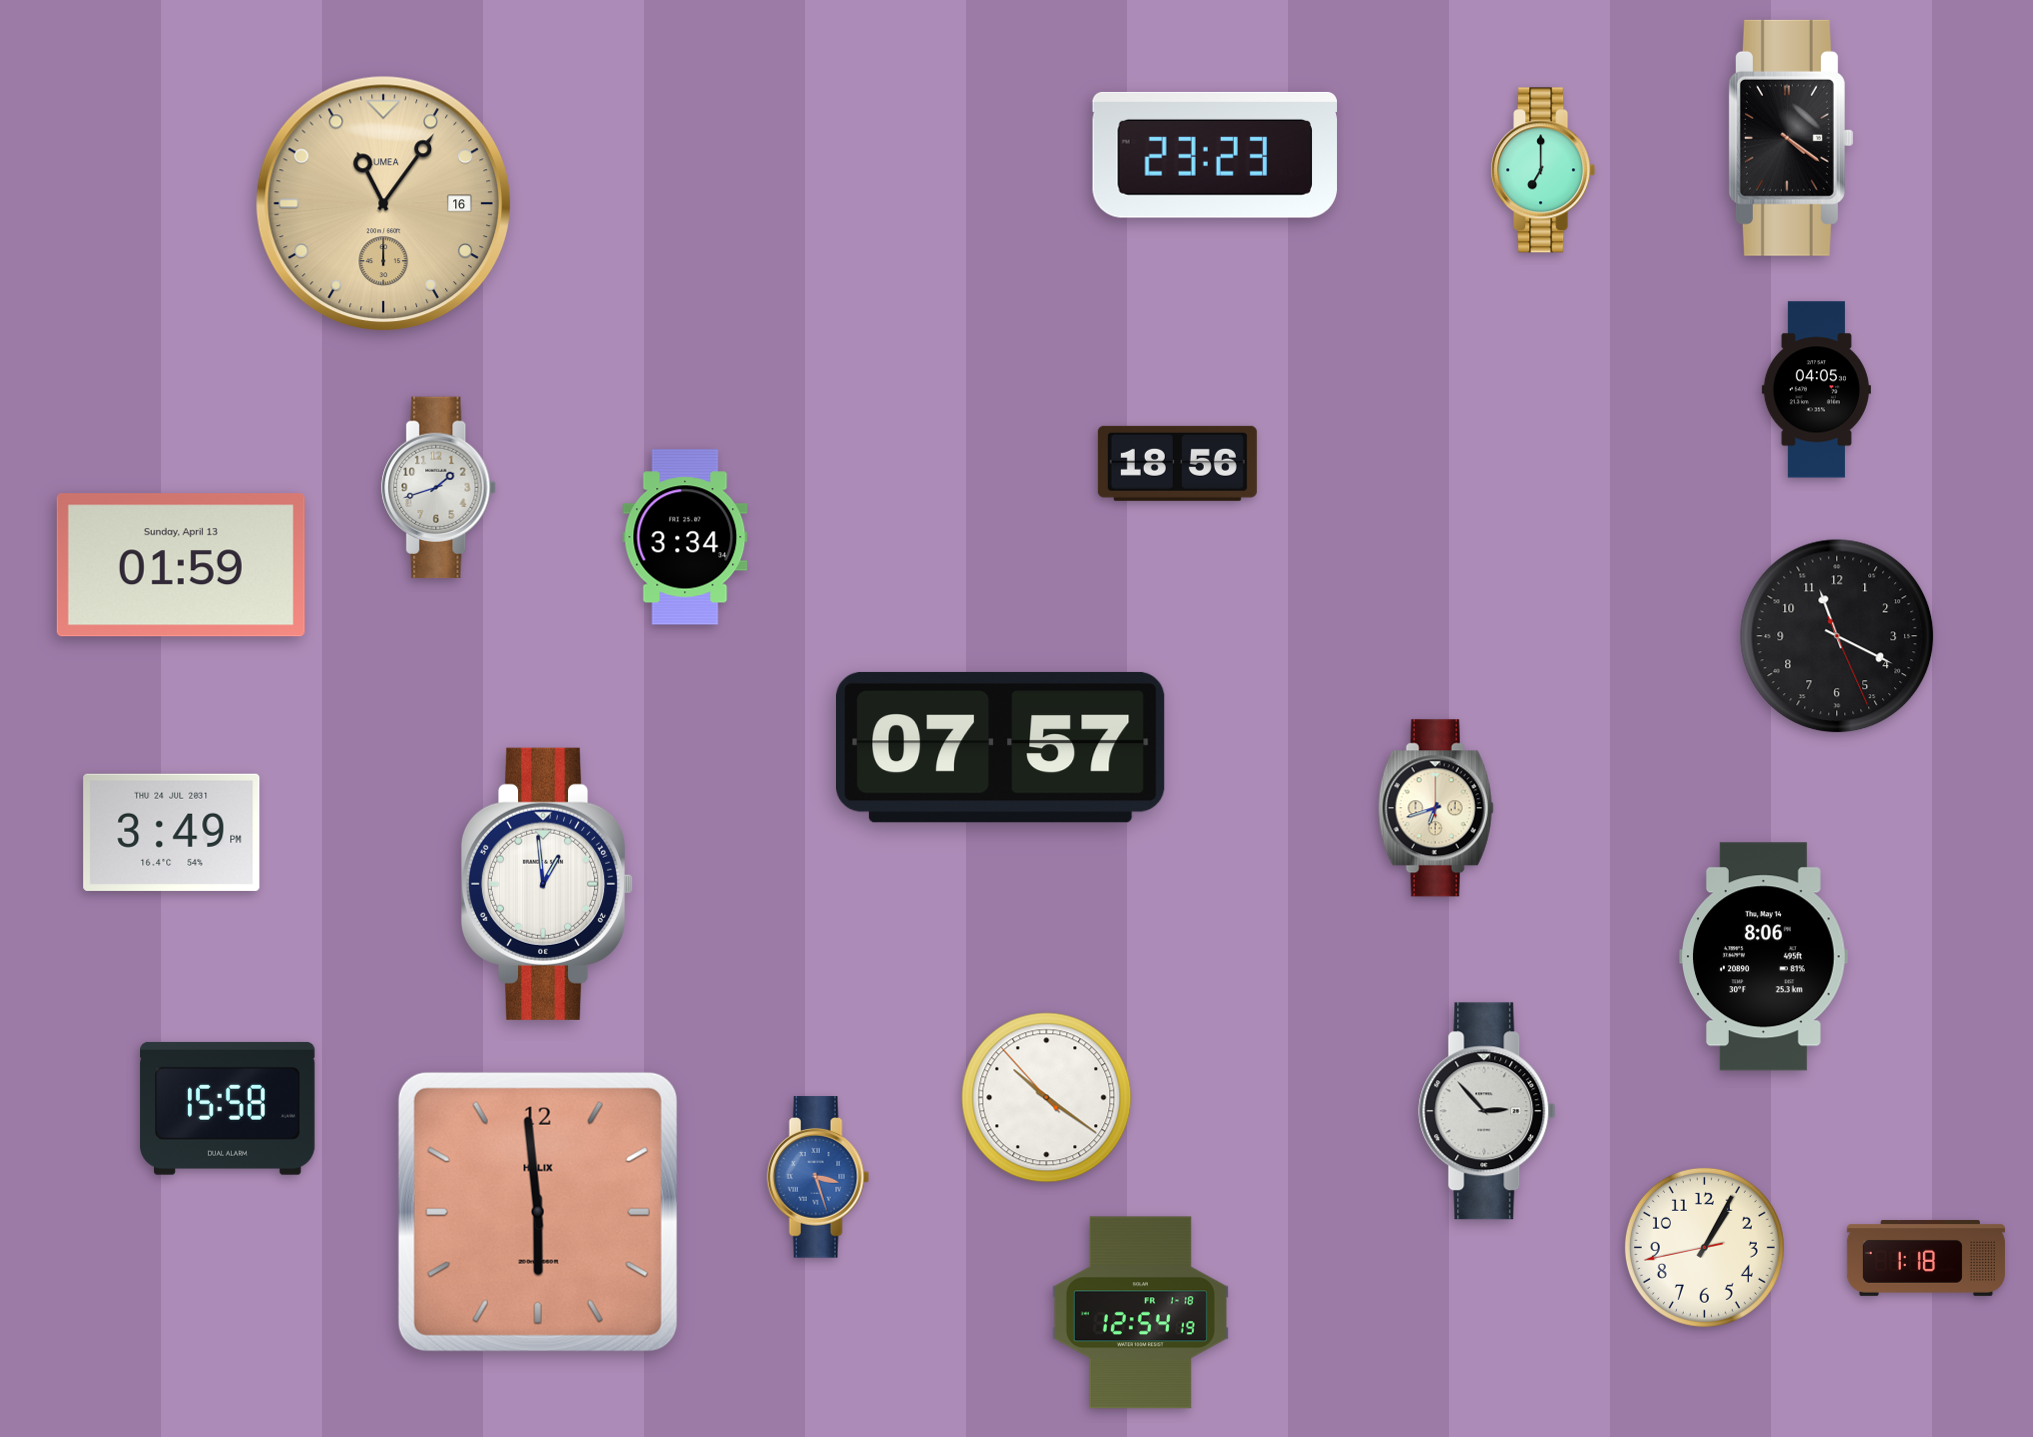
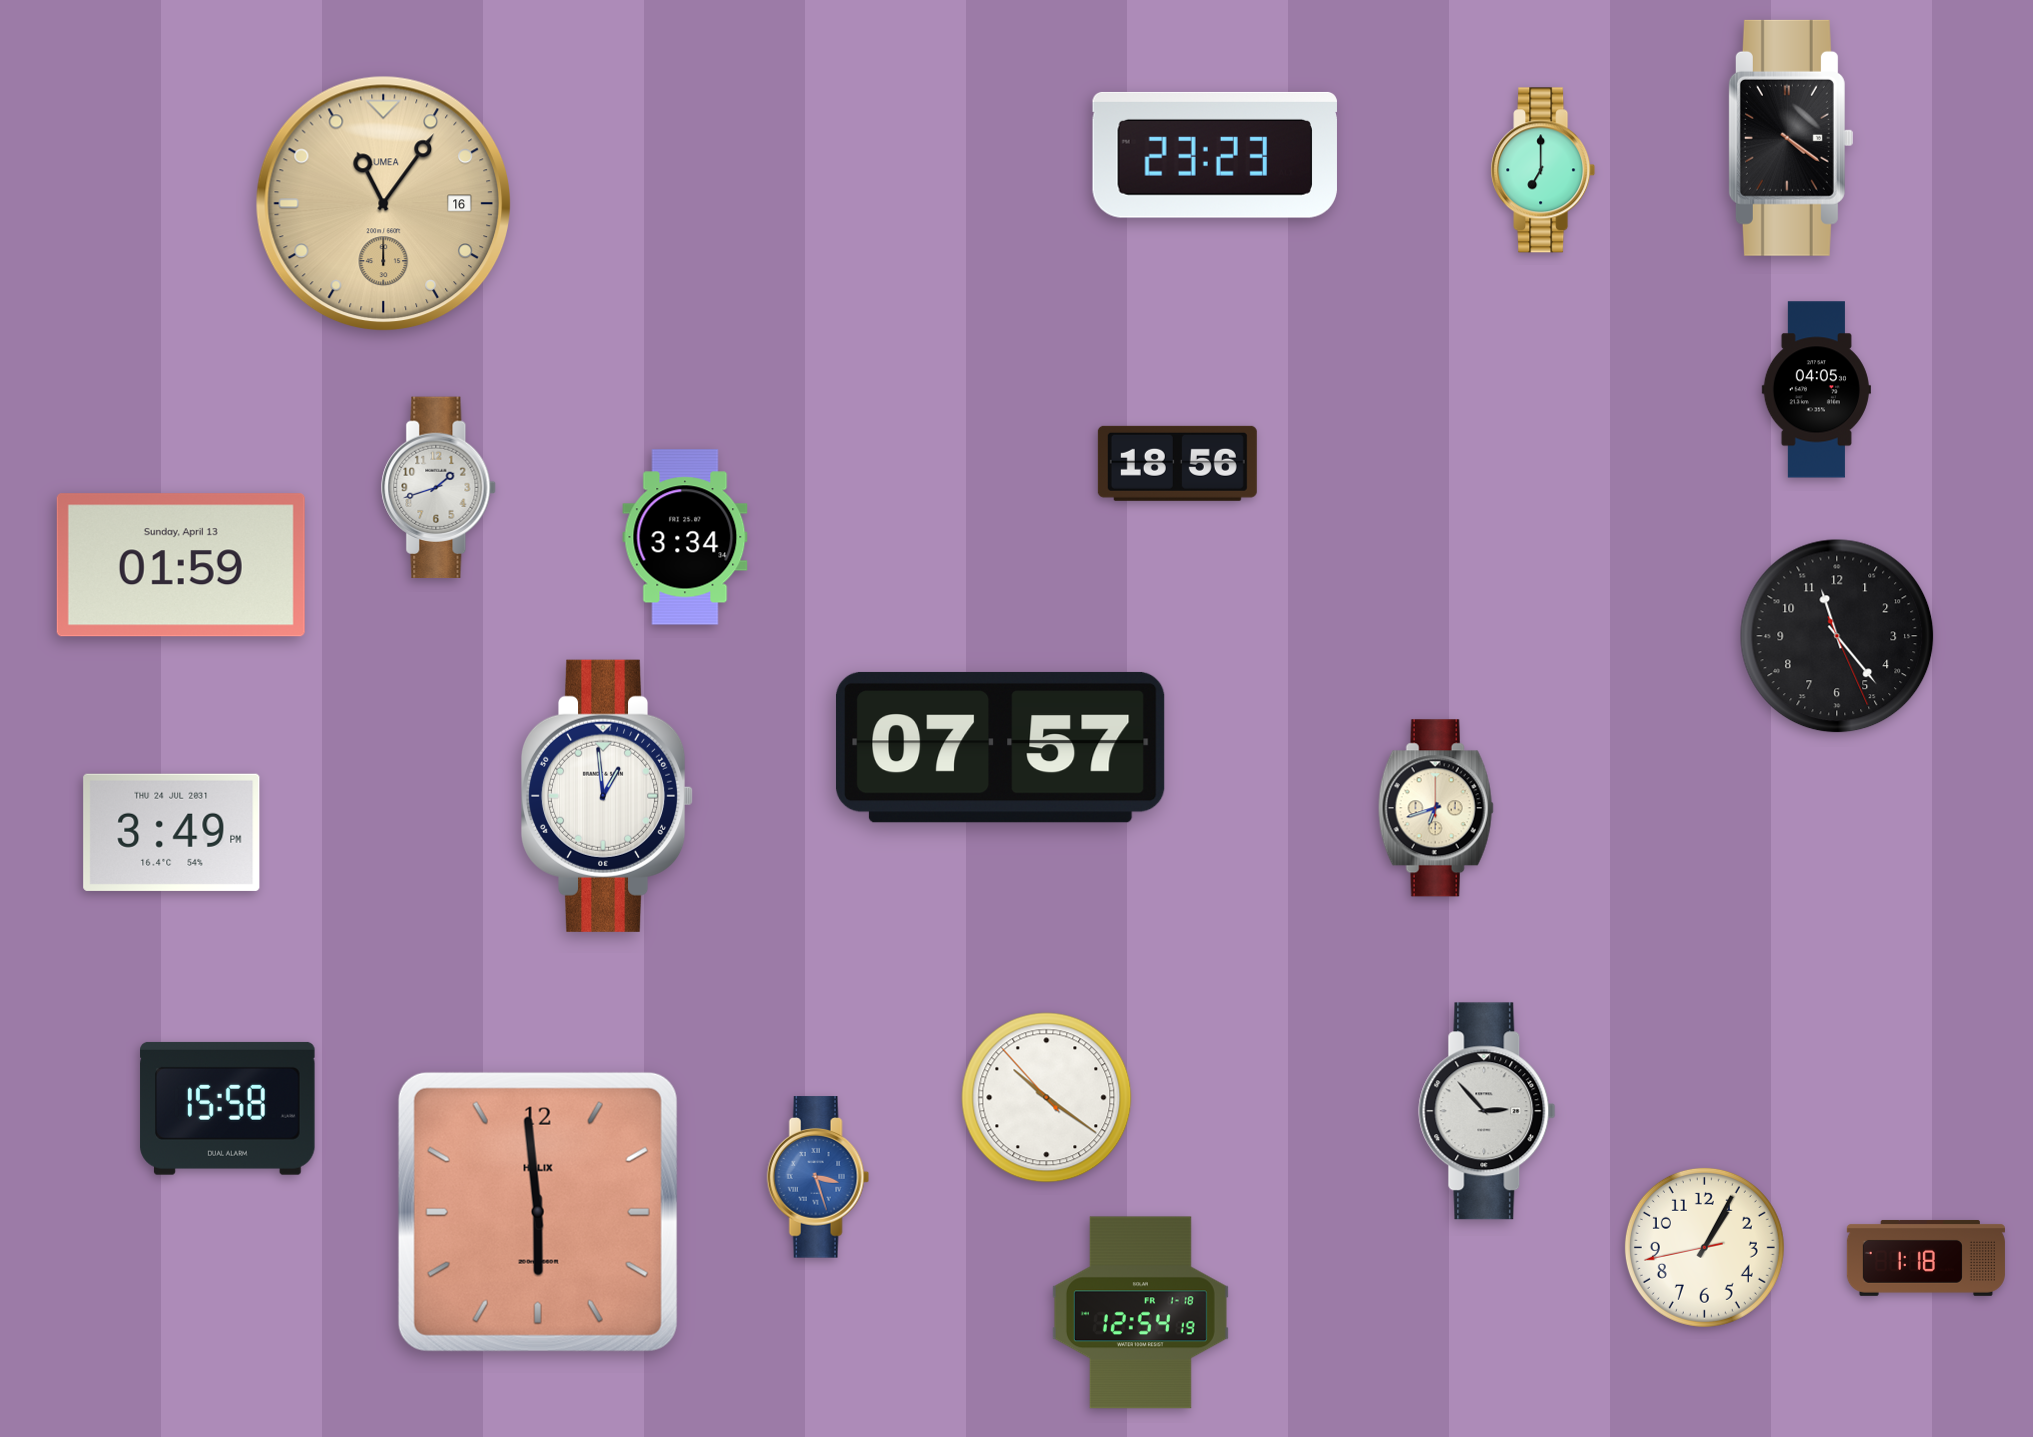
clock at (1837, 636): 11:19 -> 11:23
clock at (547, 884) position: (547, 884) -> (607, 796)
clock at (1764, 957): 8:06 -> none
